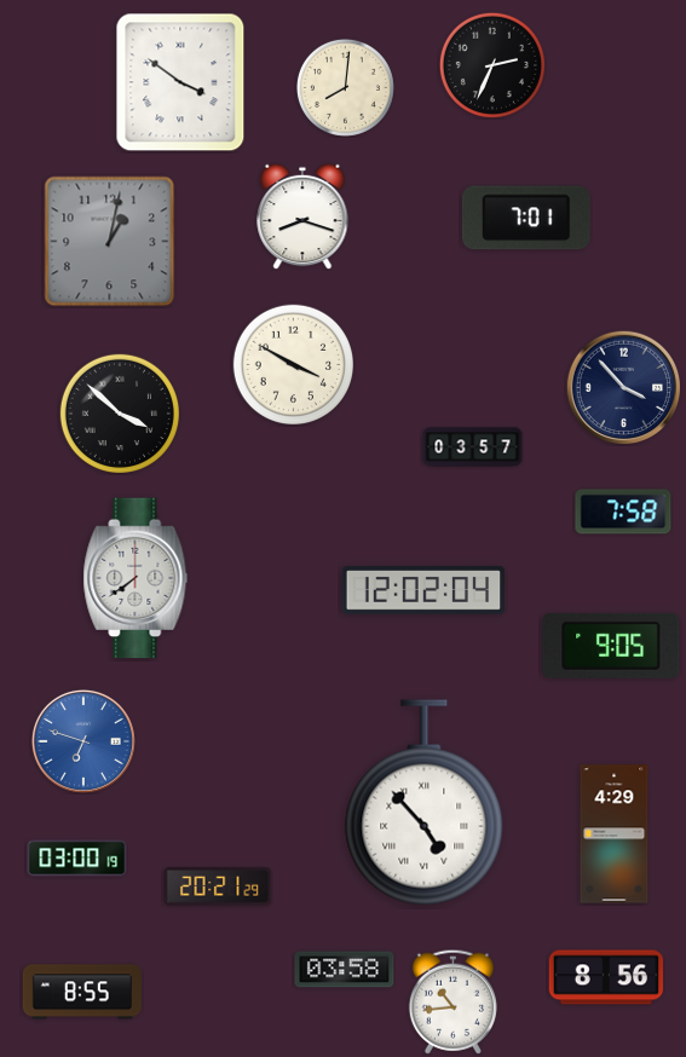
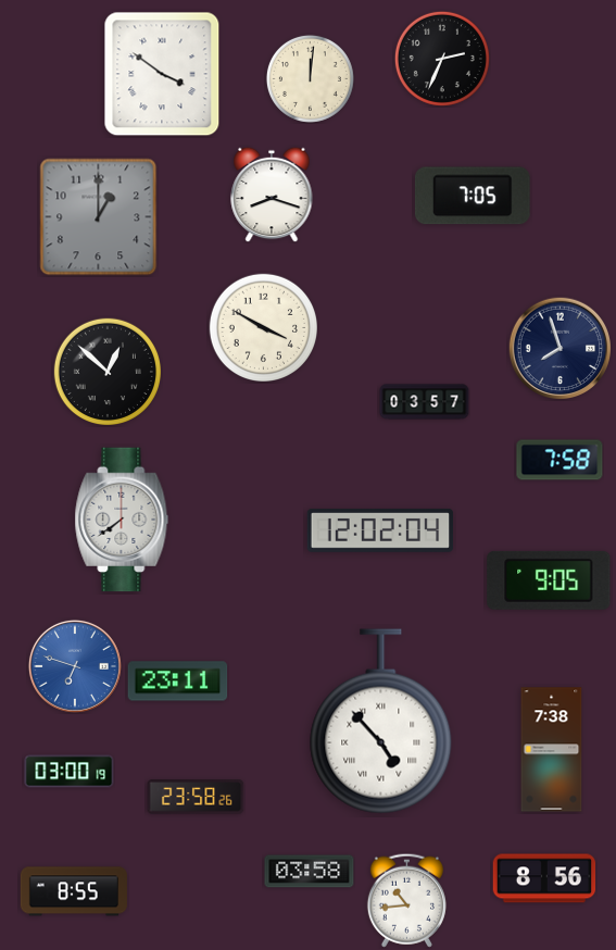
clock at (345, 87): 8:01 -> 12:01
clock at (526, 218): 7:01 -> 7:05
clock at (110, 242): 1:02 -> 1:00
clock at (623, 387): 3:53 -> 7:57
clock at (119, 412): 3:52 -> 12:52
clock at (178, 682): none -> 23:11
clock at (615, 834): 4:29 -> 7:38
clock at (218, 886): 20:21 -> 23:58
